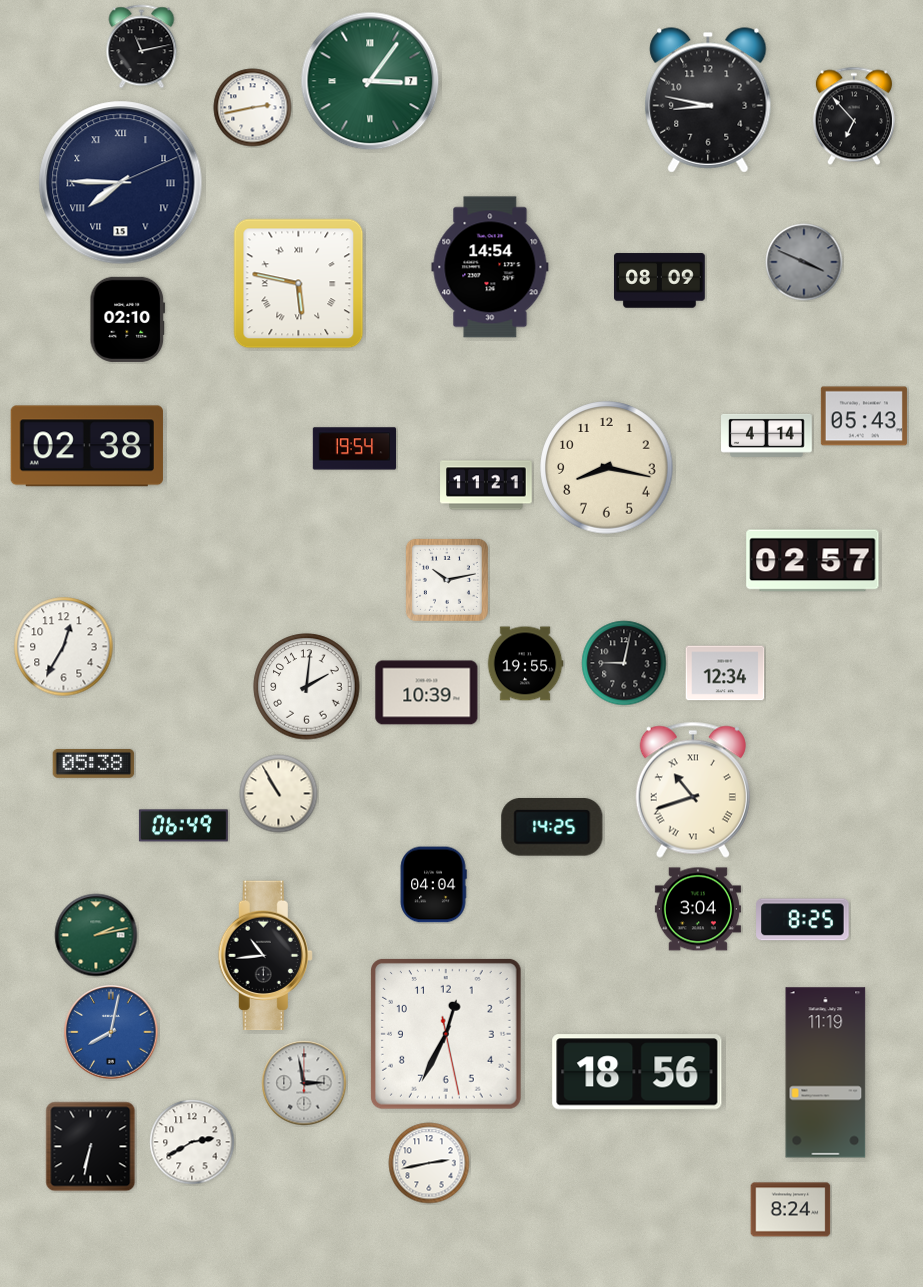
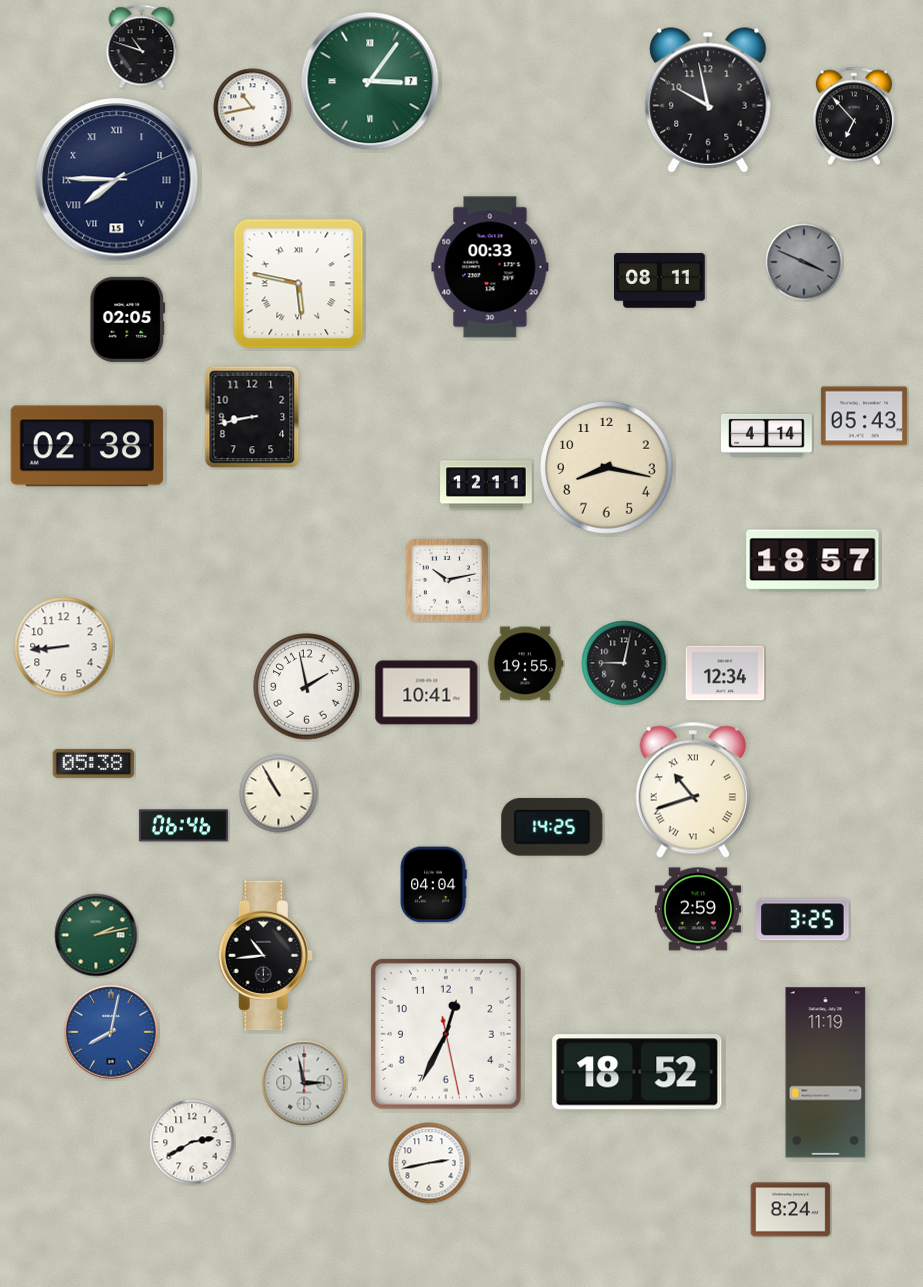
clock at (142, 47): 11:13 -> 10:48
clock at (708, 100): 8:47 -> 9:58
clock at (253, 108): 2:43 -> 10:43
clock at (121, 183) position: (121, 183) -> (117, 180)
clock at (490, 267): 14:54 -> 00:33
clock at (660, 281): 08:09 -> 08:11
clock at (128, 319): 02:10 -> 02:05
clock at (252, 417): none -> 8:43
clock at (355, 449): 19:54 -> none
clock at (486, 485): 11:21 -> 12:11
clock at (813, 561): 02:57 -> 18:57
clock at (64, 647): 12:35 -> 8:44
clock at (307, 687): 2:01 -> 1:58
clock at (427, 693): 10:39 -> 10:41
clock at (183, 826): 06:49 -> 06:46
clock at (698, 909): 3:04 -> 2:59
clock at (803, 920): 8:25 -> 3:25
clock at (637, 1072): 18:56 -> 18:52
clock at (91, 1147): 6:32 -> none
